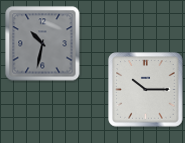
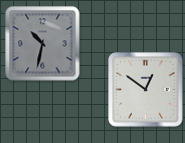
clock at (146, 90): 10:15 -> 12:51
